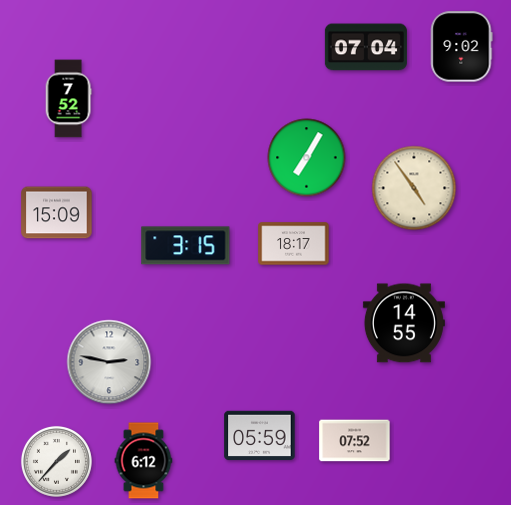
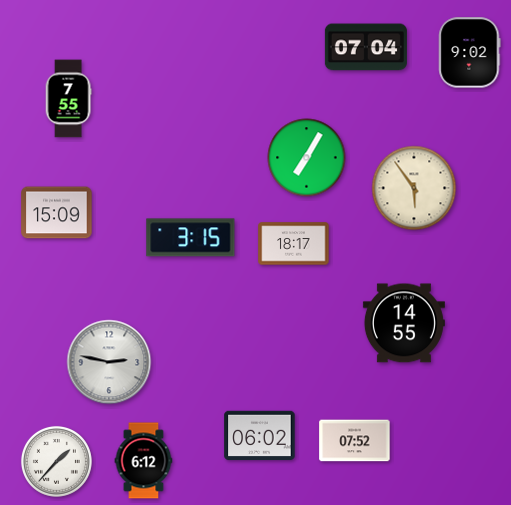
clock at (462, 47) position: (462, 47) -> (470, 53)
clock at (68, 99): 7:52 -> 7:55
clock at (414, 188): 4:54 -> 5:54
clock at (186, 246) position: (186, 246) -> (191, 238)
clock at (260, 436): 05:59 -> 06:02
